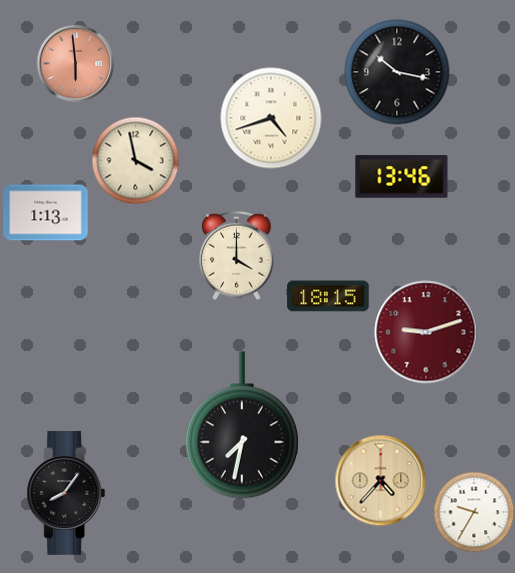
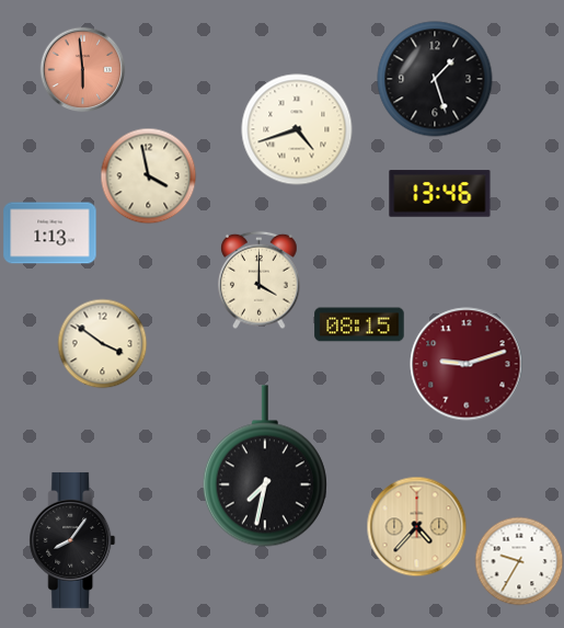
clock at (397, 72): 10:17 -> 1:27
clock at (328, 296): 18:15 -> 08:15
clock at (102, 343): none -> 3:51
